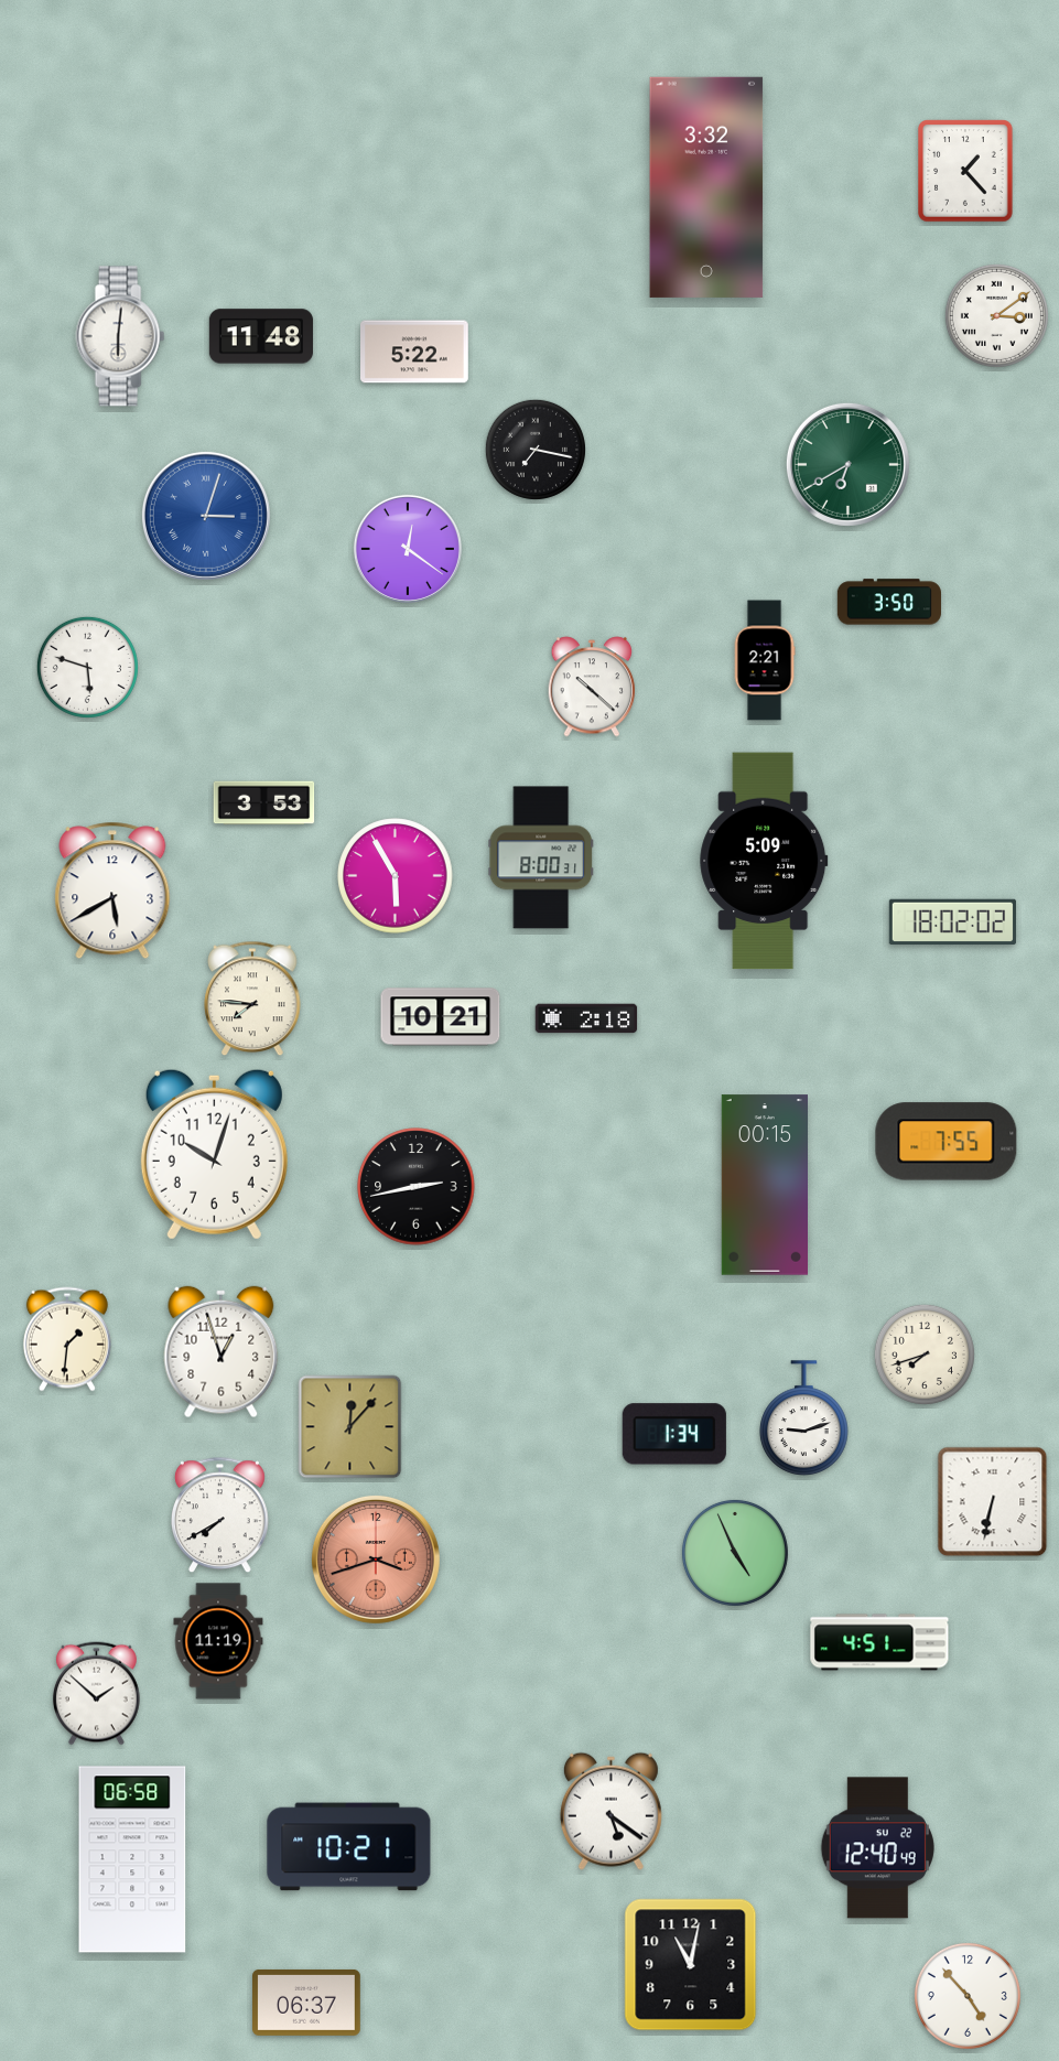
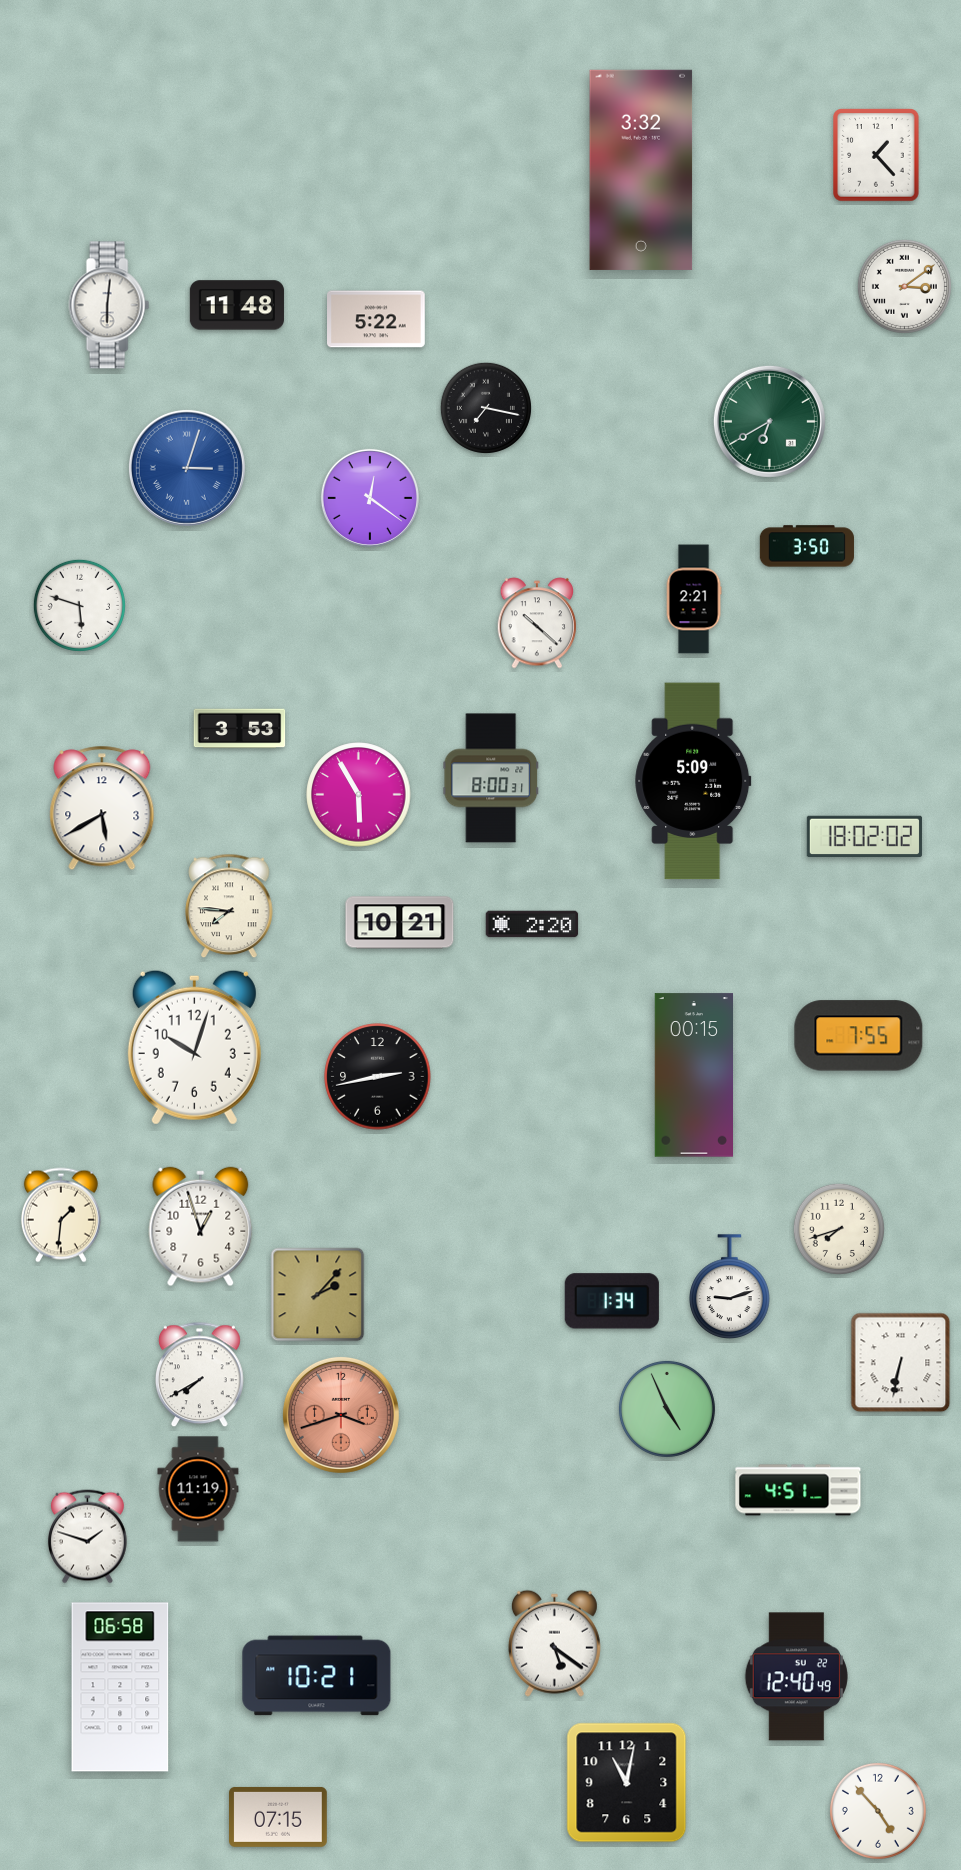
clock at (586, 1018): 2:18 -> 2:20
clock at (350, 1427): 12:07 -> 2:07
clock at (96, 1694): 1:52 -> 1:48
clock at (307, 2003): 06:37 -> 07:15
